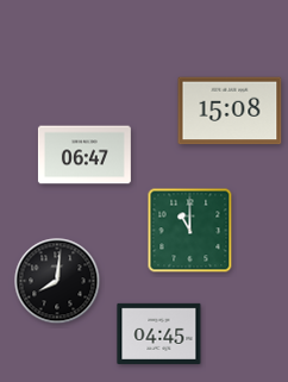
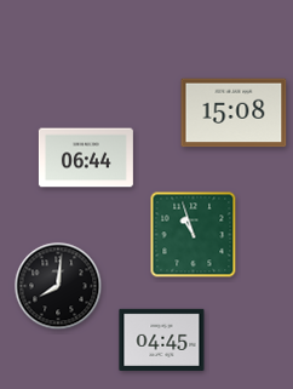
clock at (84, 155): 06:47 -> 06:44
clock at (190, 231): 11:00 -> 10:57
